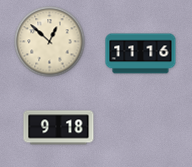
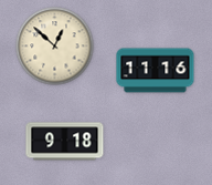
clock at (141, 54) position: (141, 54) -> (156, 71)
